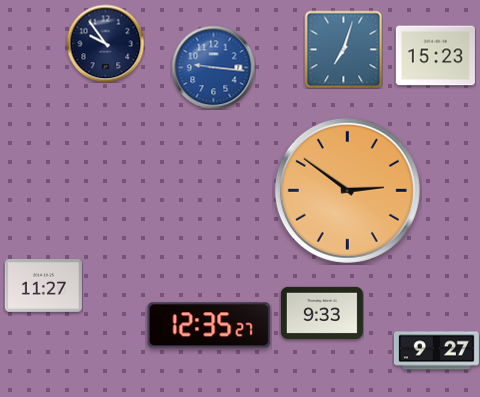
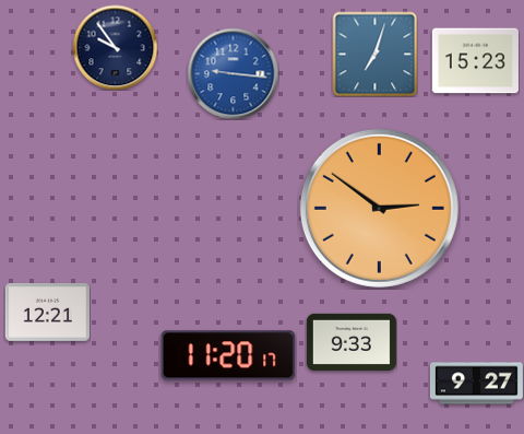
clock at (43, 286): 11:27 -> 12:21
clock at (209, 325): 12:35 -> 11:20
